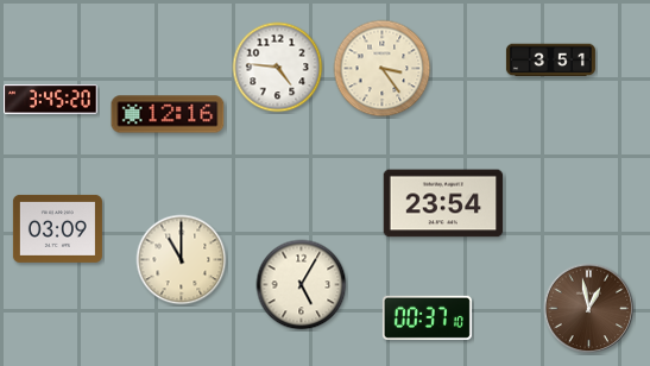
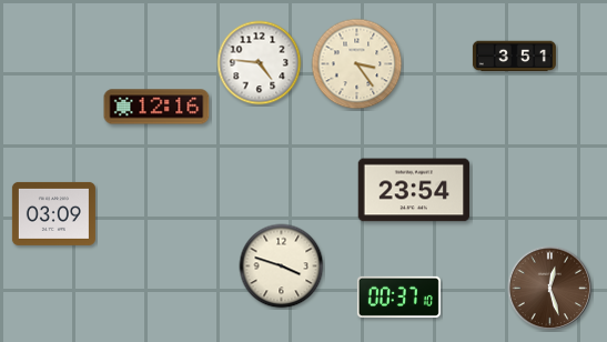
clock at (51, 100): 3:45 -> none
clock at (182, 260): 11:00 -> none
clock at (302, 285): 5:05 -> 3:48
clock at (589, 309): 12:58 -> 12:27
